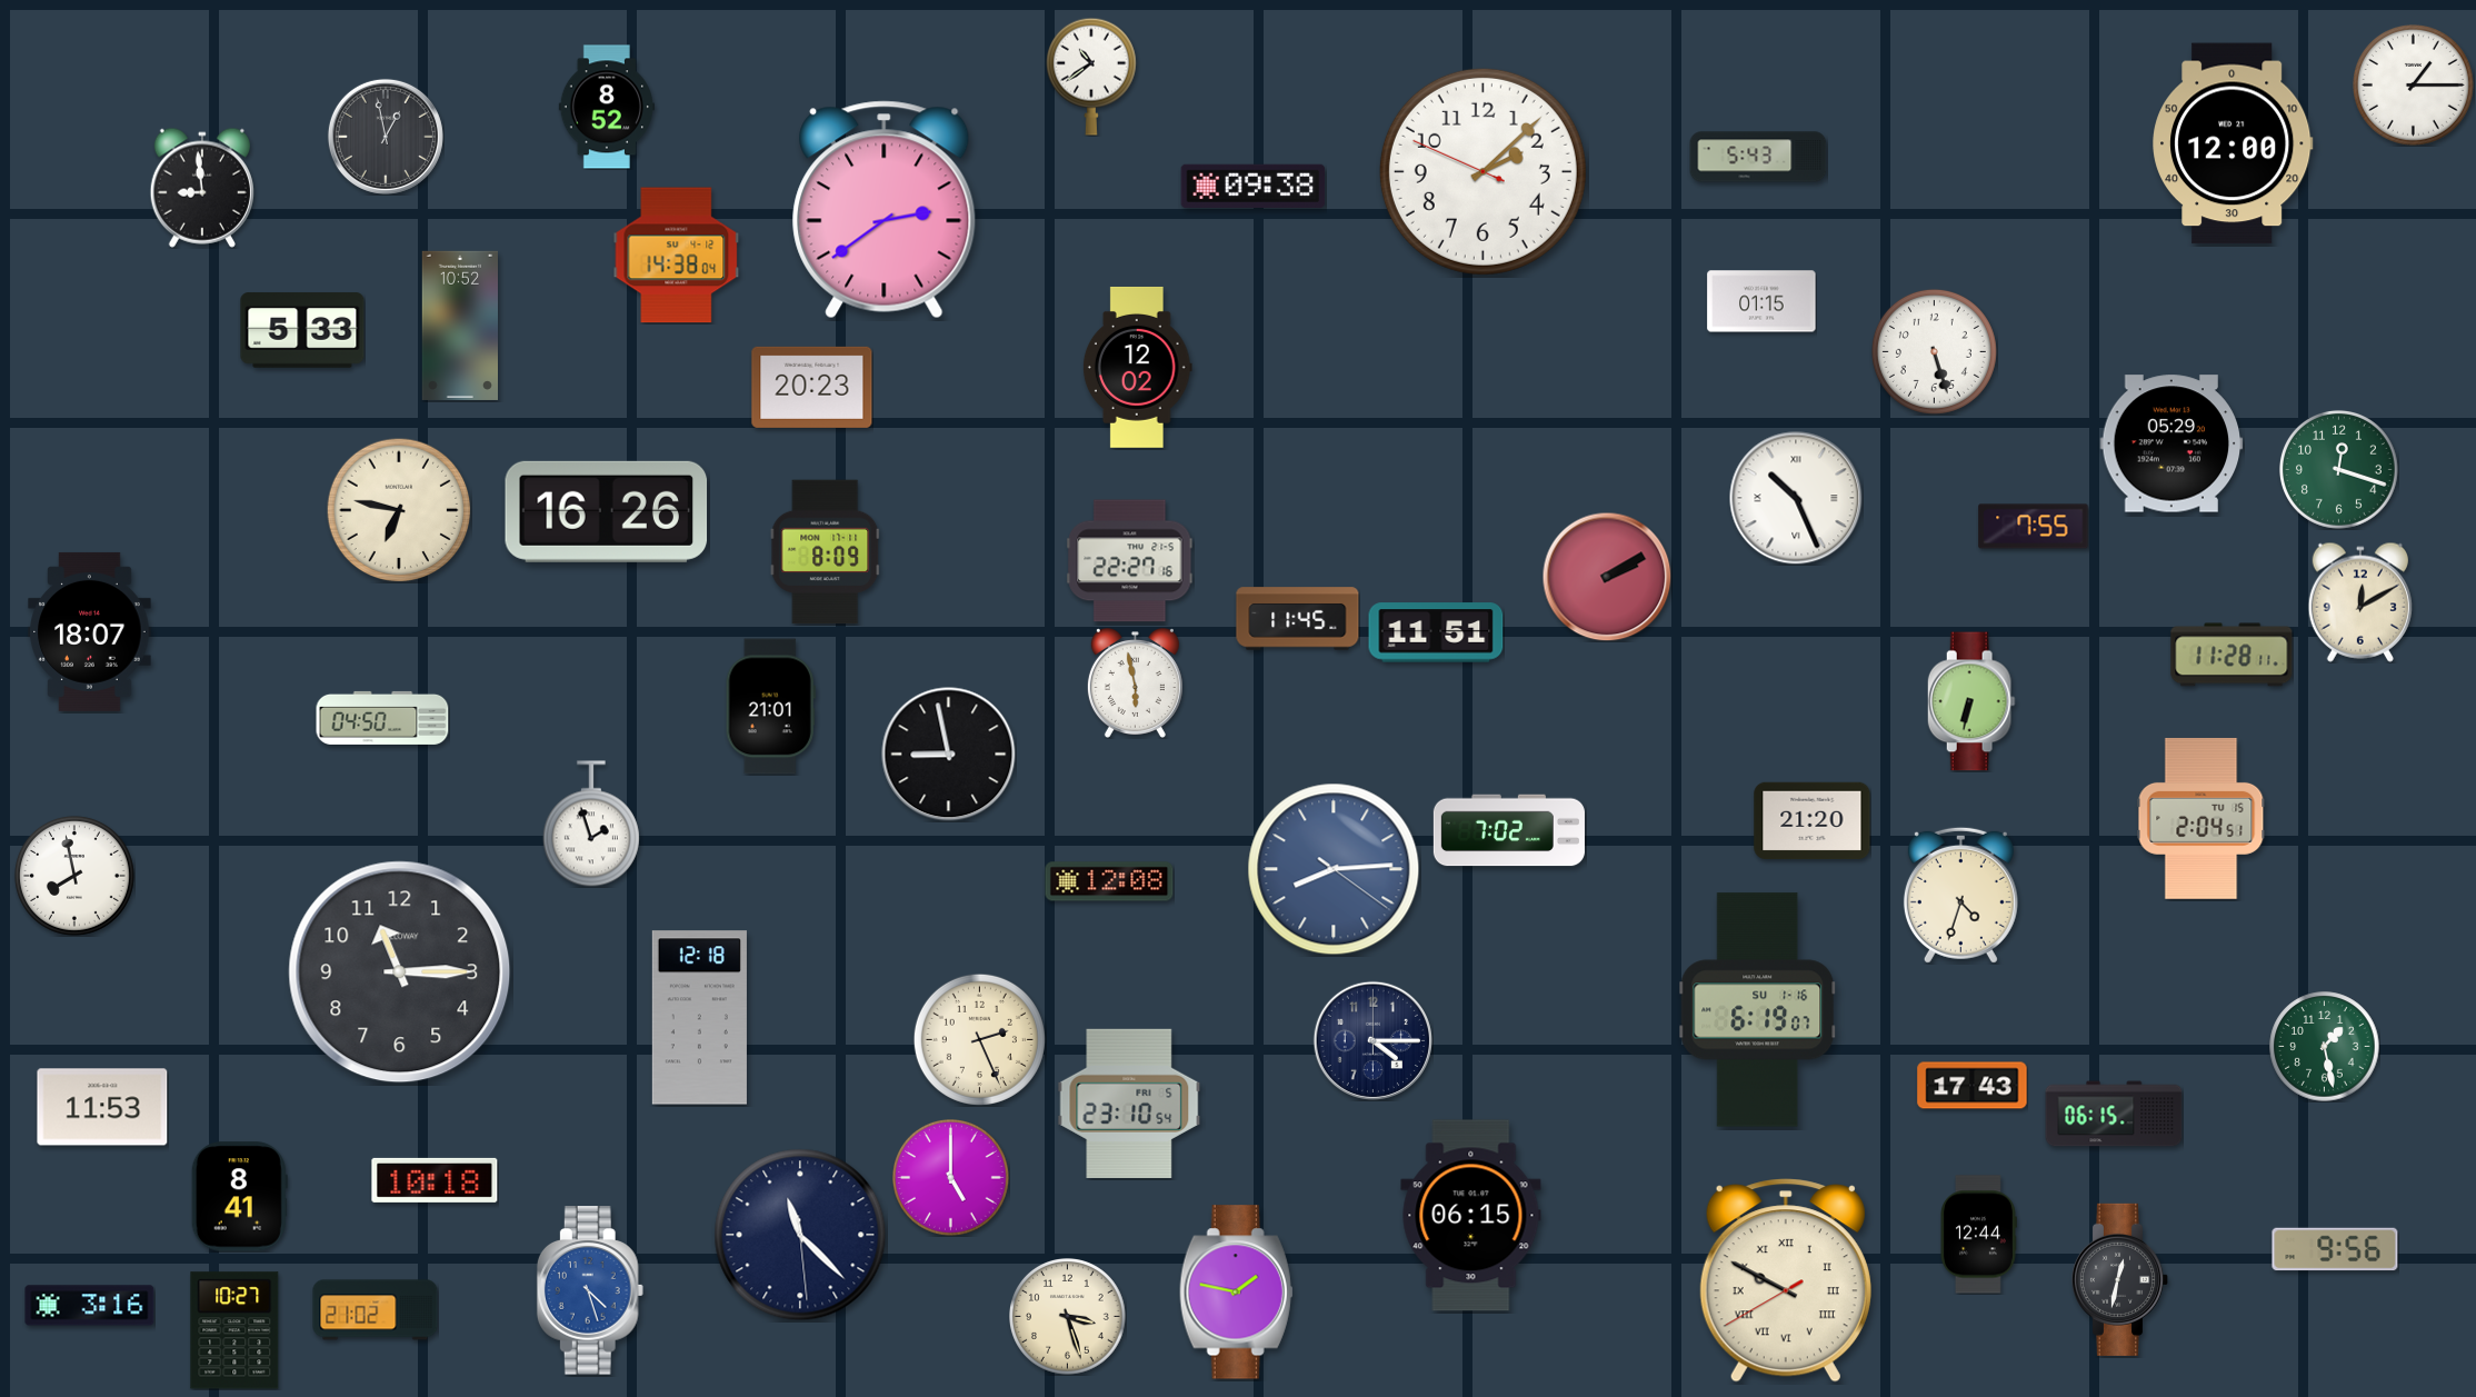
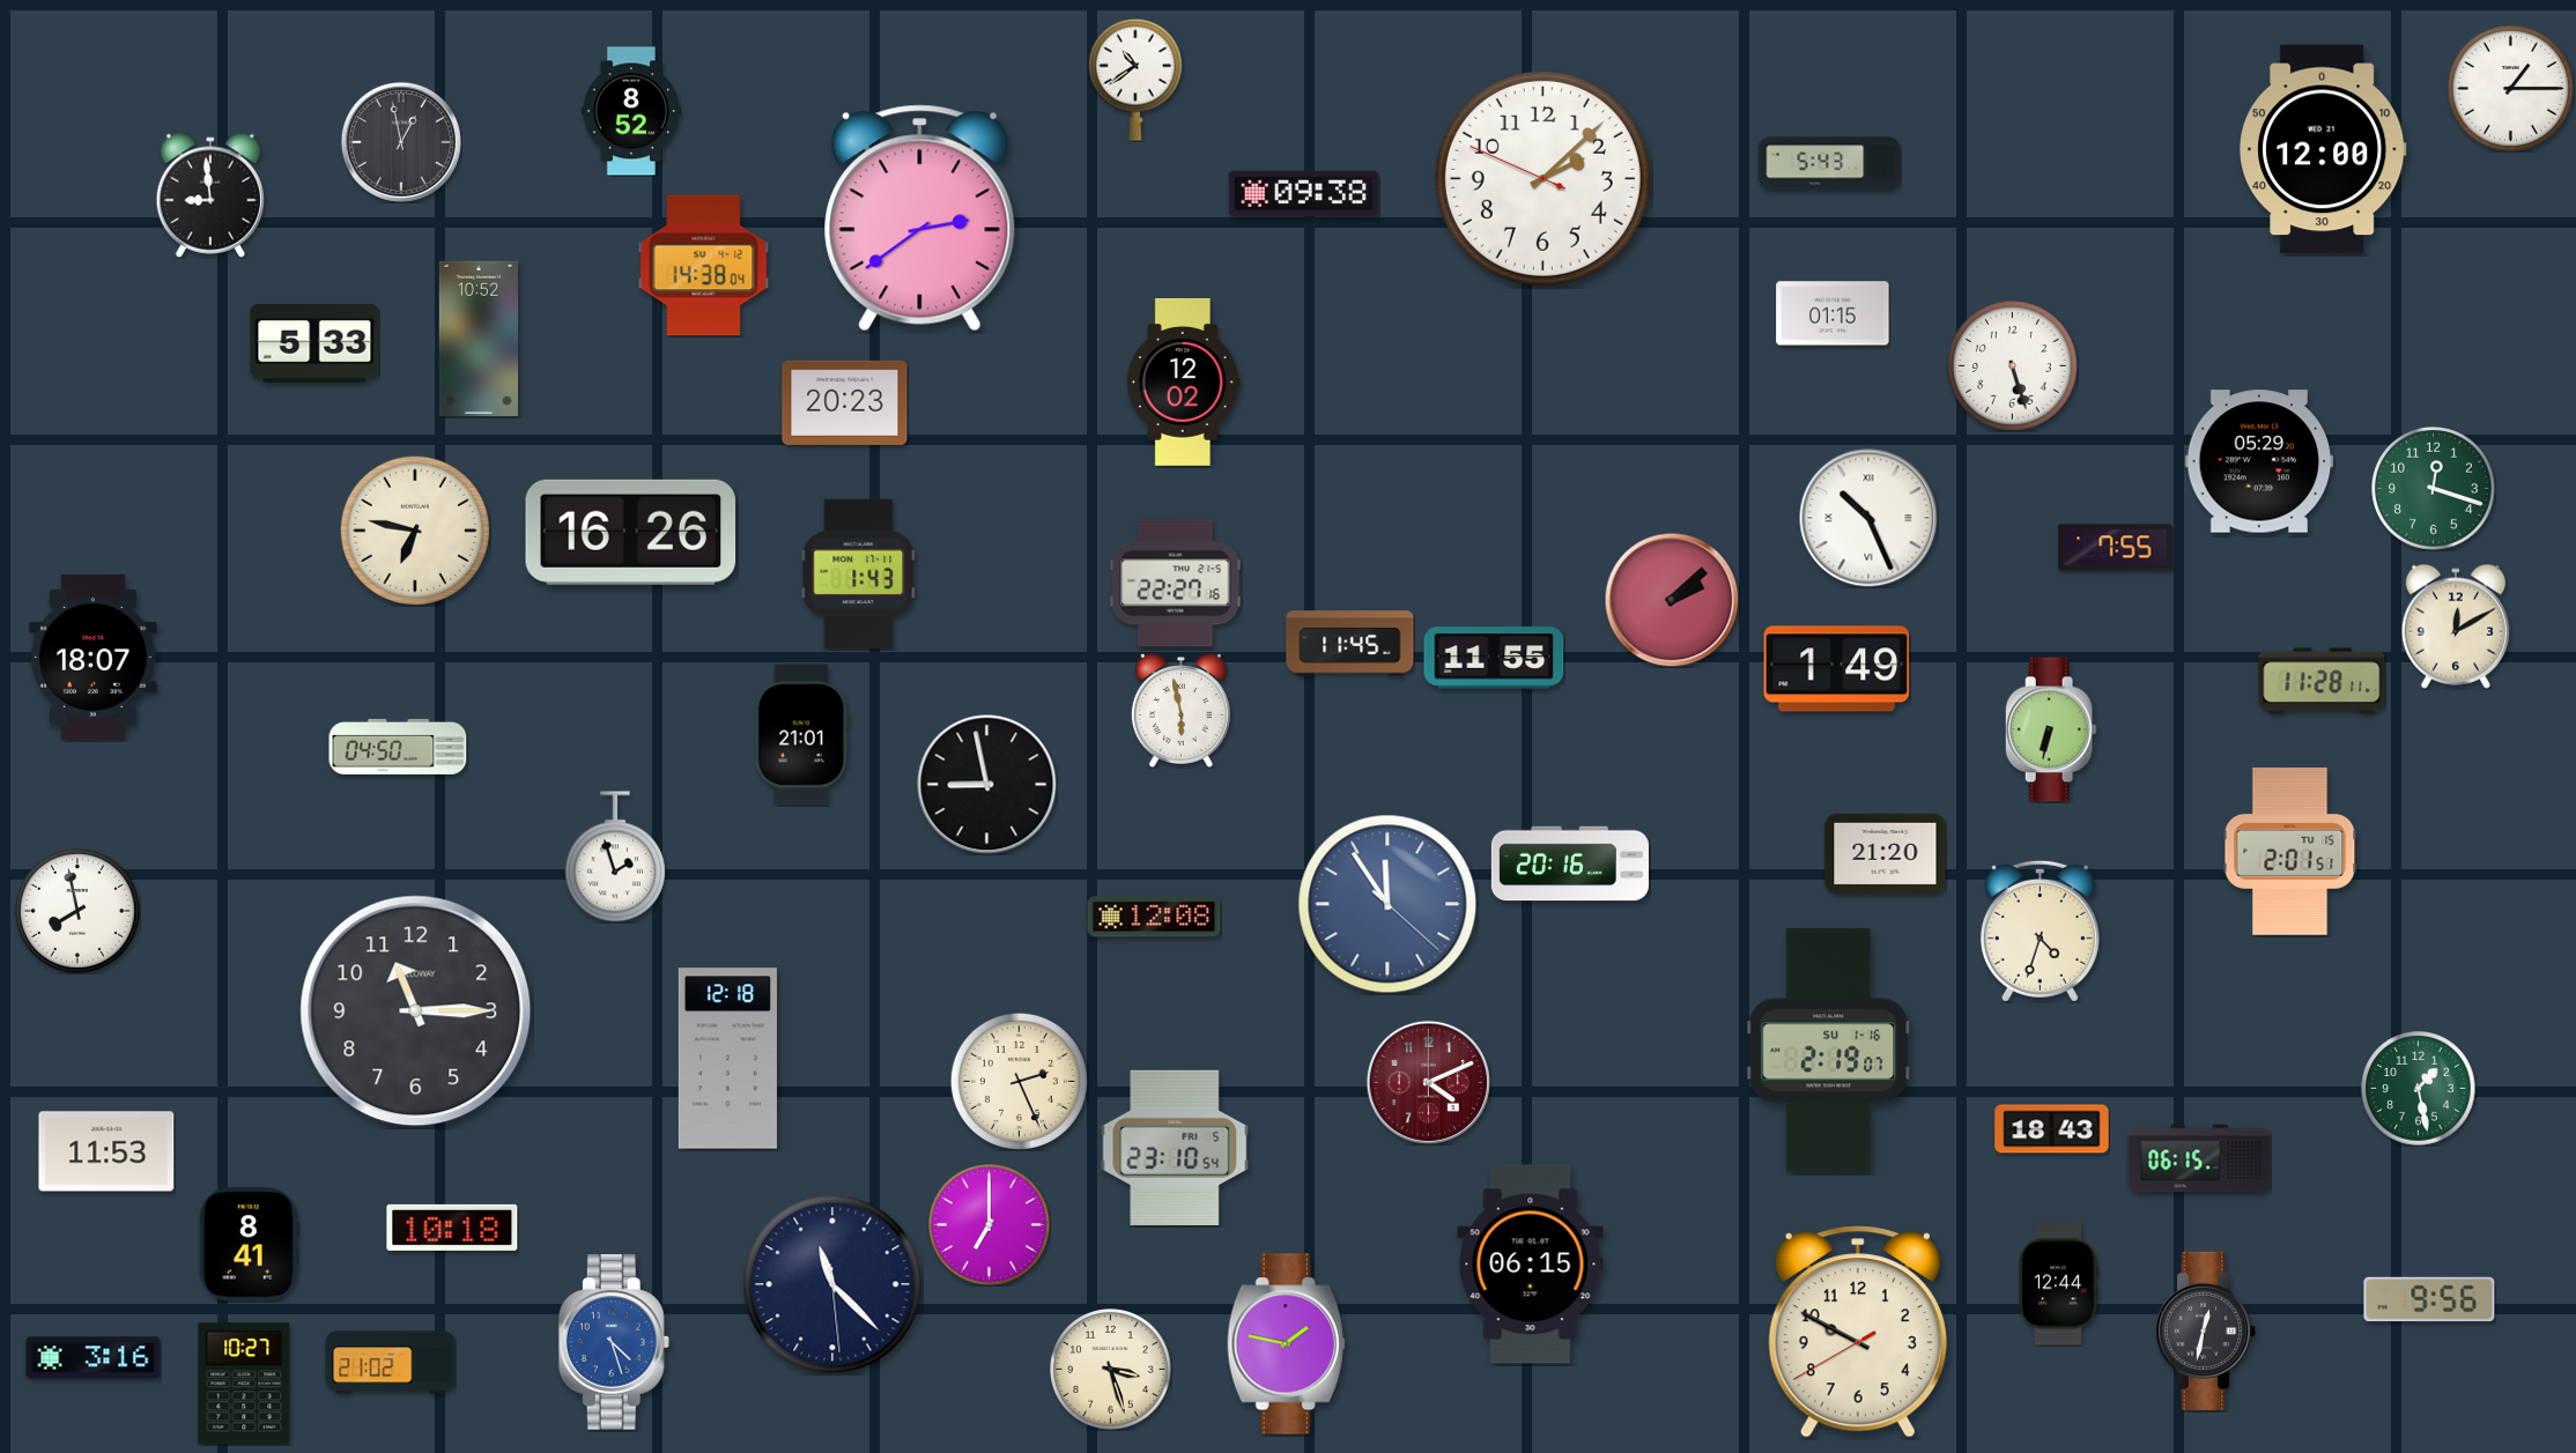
clock at (826, 552): 8:09 -> 1:43
clock at (1607, 577): 2:10 -> 2:08
clock at (1436, 632): 11:51 -> 11:55
clock at (1837, 669): none -> 1:49
clock at (2202, 818): 2:04 -> 2:01
clock at (1509, 830): 7:02 -> 20:16
clock at (1334, 869): 8:14 -> 11:54
clock at (1758, 1010): 6:19 -> 2:19
clock at (1372, 1040): 4:15 -> 4:11
clock at (1372, 1040) dial: navy -> burgundy
clock at (1973, 1086): 17:43 -> 18:43
clock at (951, 1178): 5:00 -> 7:00
clock at (1786, 1280) numerals: Roman -> Arabic
